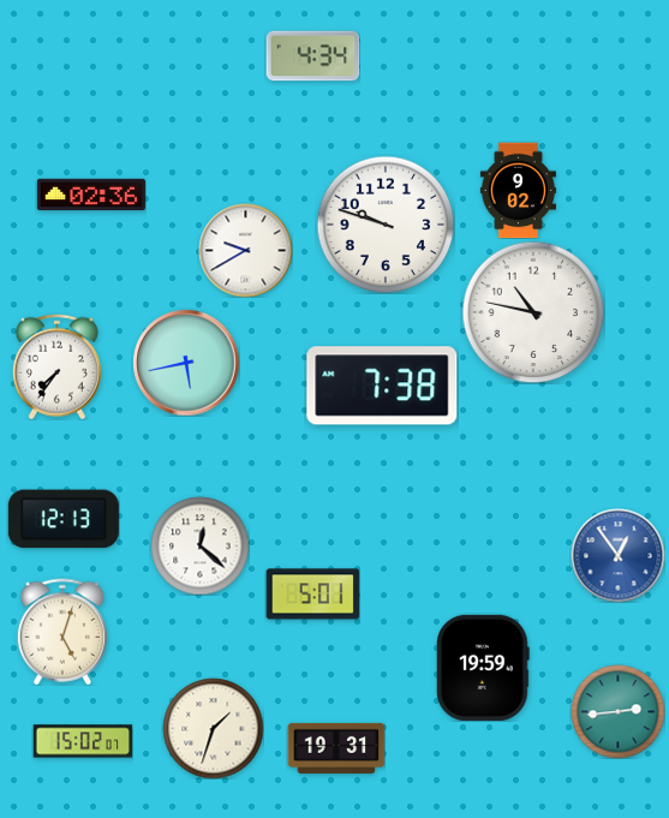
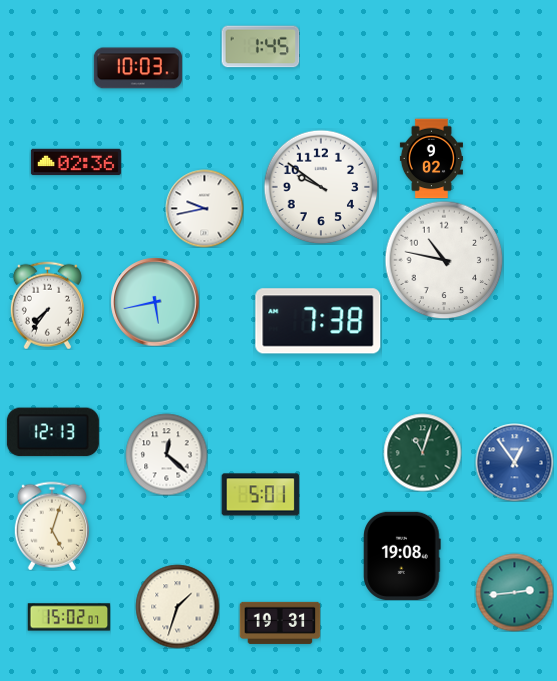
clock at (312, 56): 4:34 -> 1:45
clock at (138, 68): none -> 10:03
clock at (386, 225): 9:48 -> 9:51
clock at (245, 250): 9:40 -> 9:43
clock at (422, 452): none -> 11:03
clock at (483, 668): 19:59 -> 19:08
